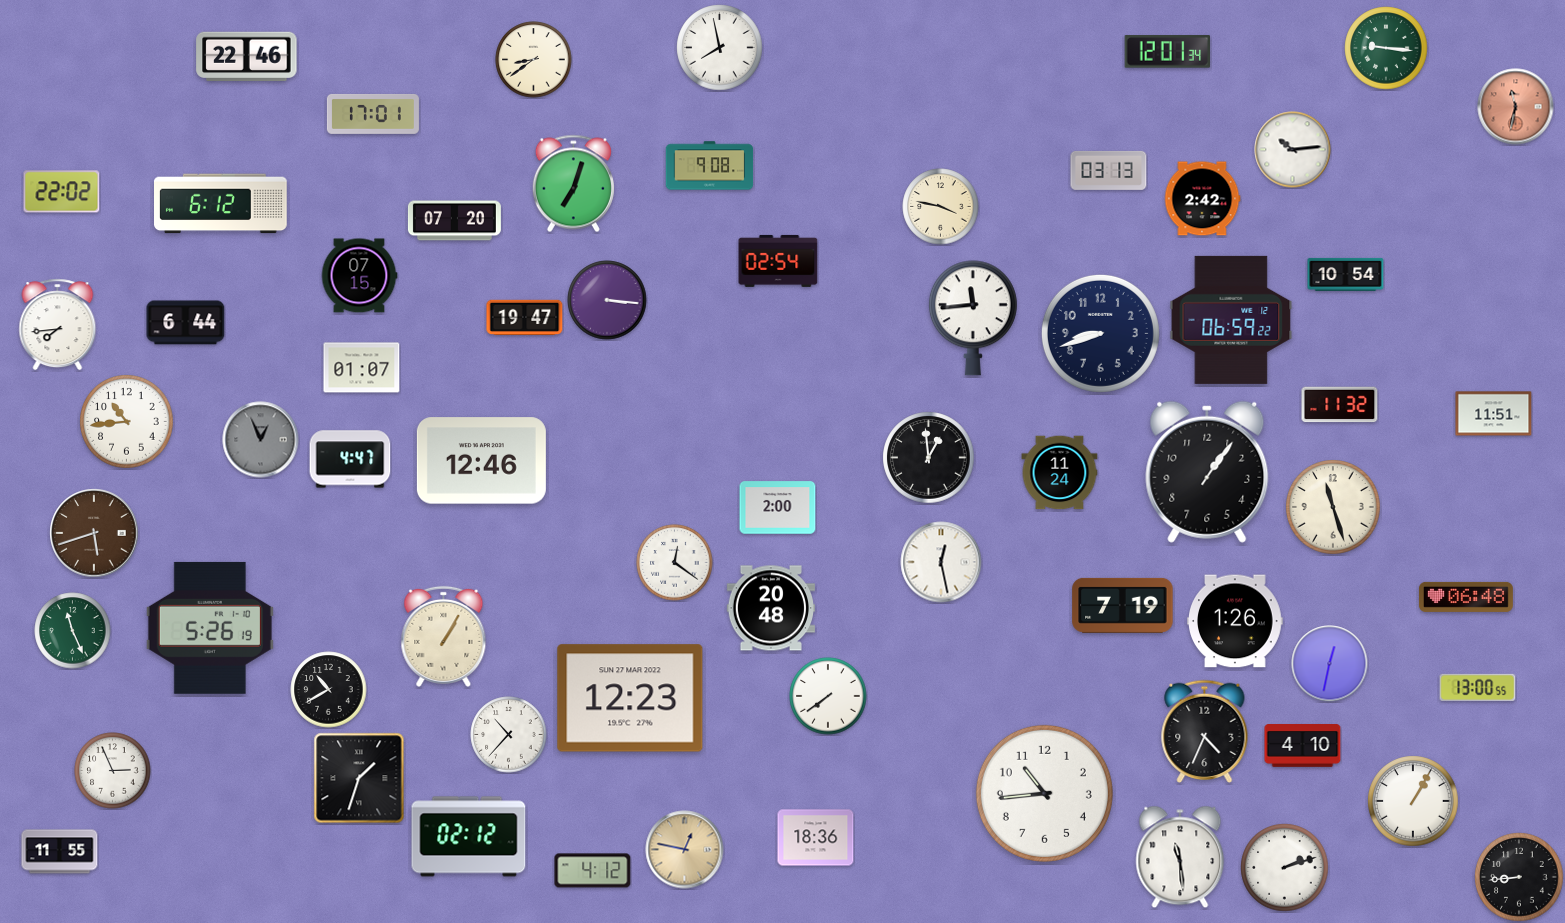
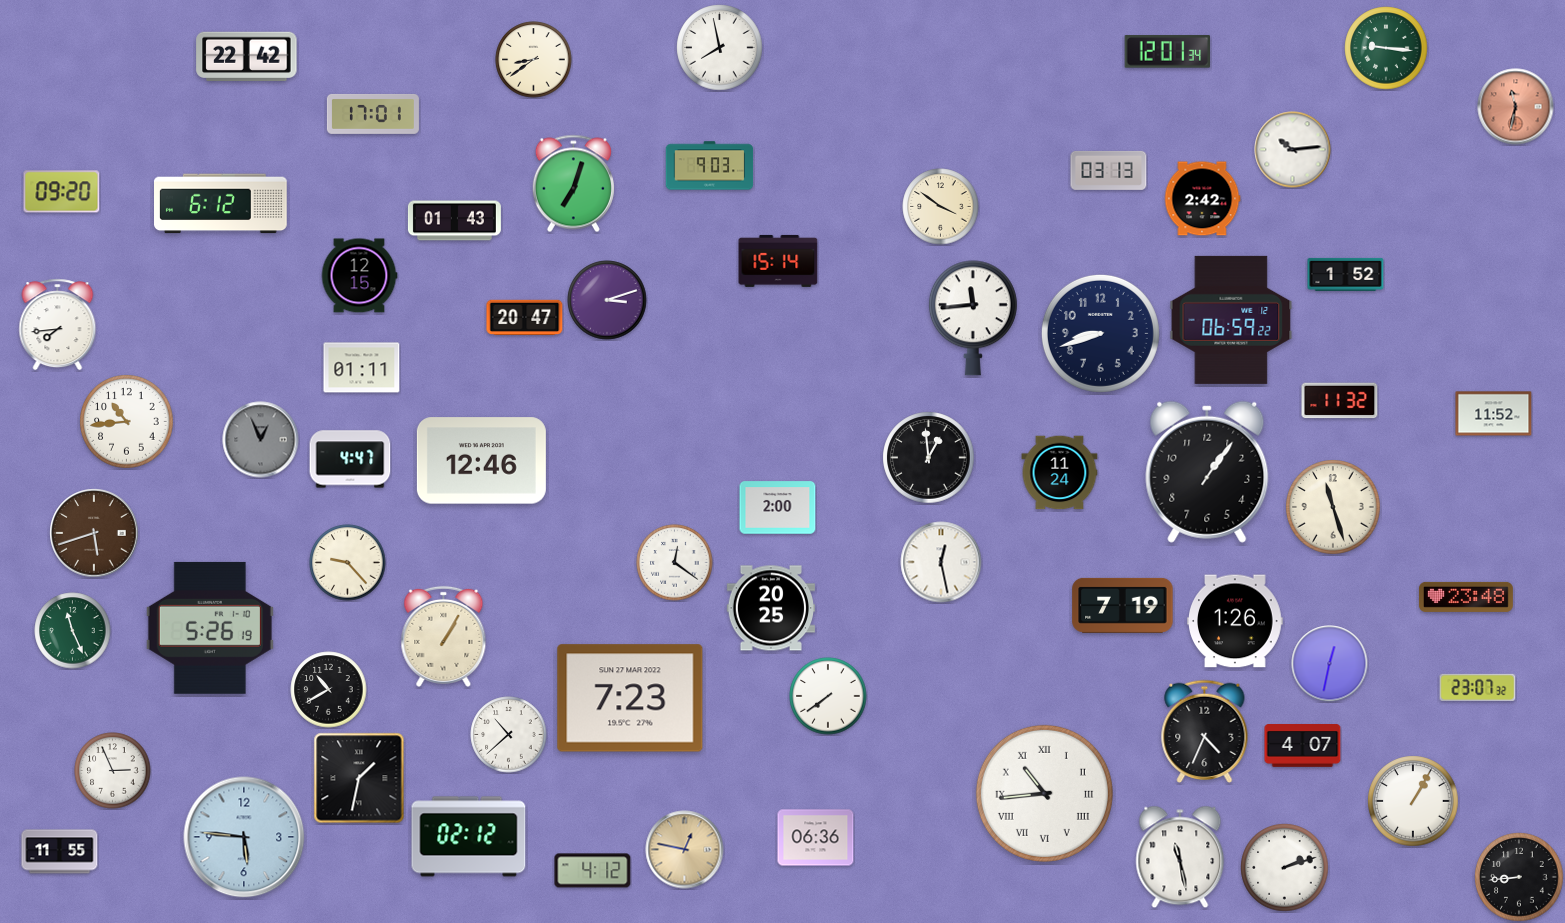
clock at (247, 56): 22:46 -> 22:42
clock at (710, 166): 9:08 -> 9:03
clock at (62, 192): 22:02 -> 09:20
clock at (941, 207): 3:47 -> 3:51
clock at (454, 221): 07:20 -> 01:43
clock at (778, 261): 02:54 -> 15:14
clock at (1346, 274): 10:54 -> 1:52
clock at (359, 276): 07:15 -> 12:15
clock at (607, 300): 3:16 -> 3:12
clock at (525, 317): 19:47 -> 20:47
clock at (186, 323): 6:44 -> none
clock at (362, 368): 01:07 -> 01:11
clock at (1340, 405) position: (1340, 405) -> (1340, 401)
clock at (1494, 414): 11:51 -> 11:52
clock at (348, 563): none -> 9:23
clock at (1466, 597): 06:48 -> 23:48
clock at (770, 608): 20:48 -> 20:25
clock at (1478, 687): 13:00 -> 23:07
clock at (630, 698): 12:23 -> 7:23
clock at (509, 735): 10:37 -> 10:38
clock at (1303, 746): 4:10 -> 4:07
clock at (359, 778): 1:33 -> 1:32
clock at (1044, 793) numerals: Arabic -> Roman
clock at (244, 837): none -> 5:46
clock at (816, 838): 18:36 -> 06:36
clock at (1180, 857): 11:29 -> 11:28
